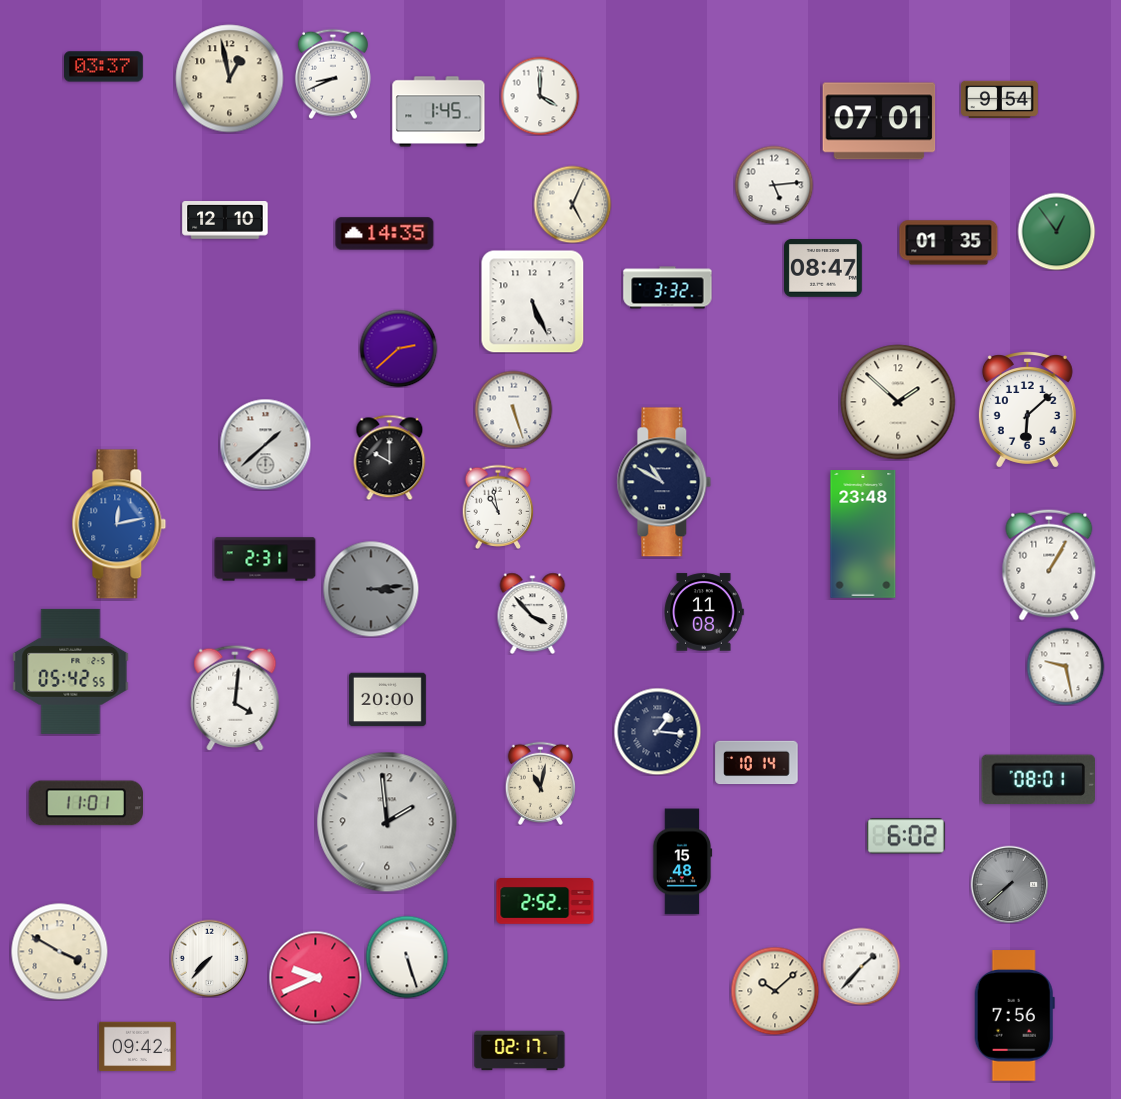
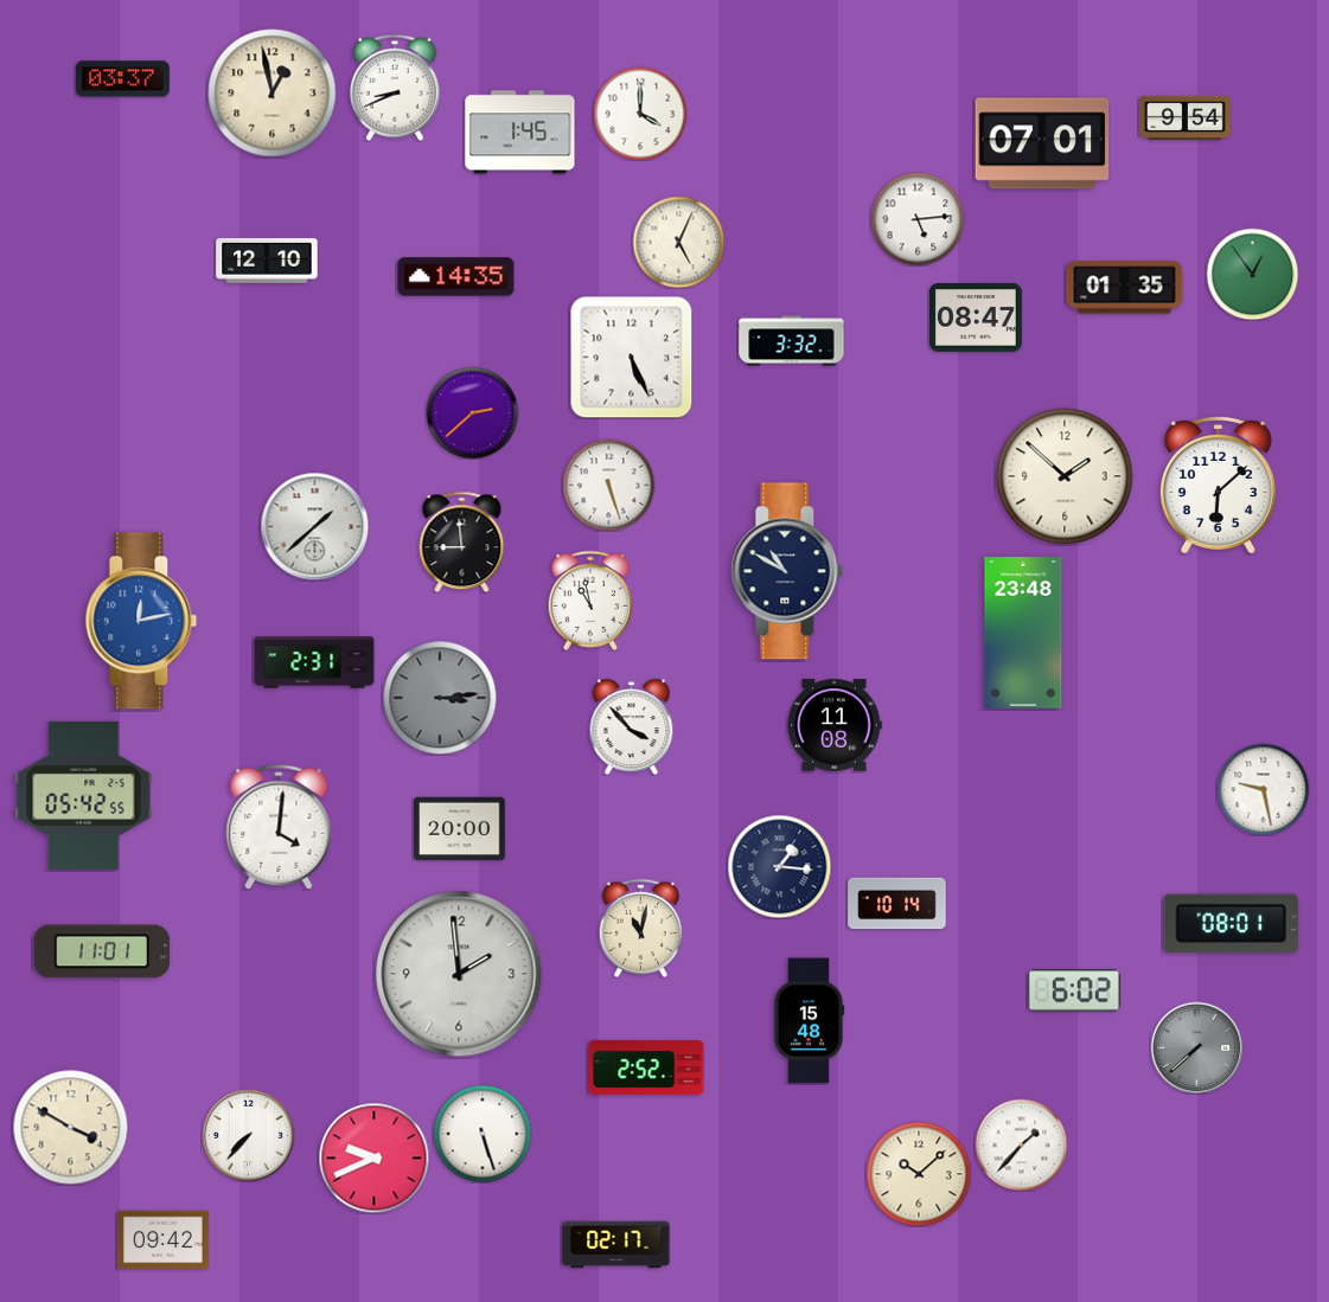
clock at (390, 457): 10:00 -> 8:59
clock at (1049, 565): 1:05 -> none
clock at (1014, 1016): 7:56 -> none
